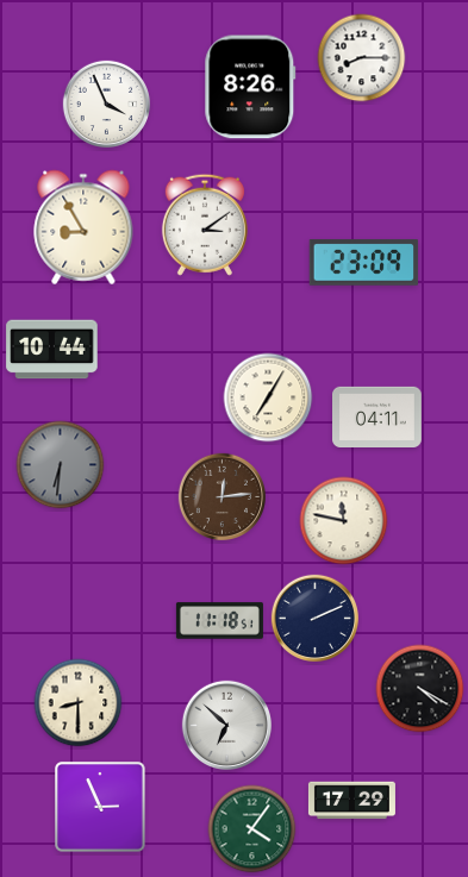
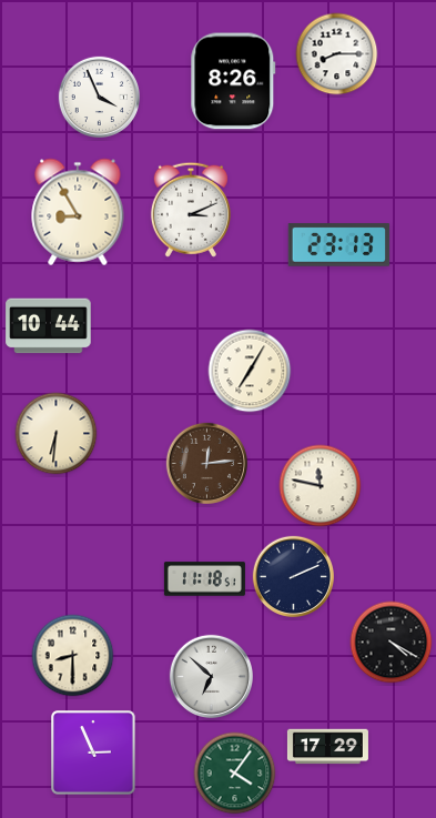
clock at (205, 225): 3:09 -> 3:11
clock at (364, 263): 23:09 -> 23:13
clock at (377, 416): 04:11 -> none
clock at (61, 465) dial: grey -> cream
